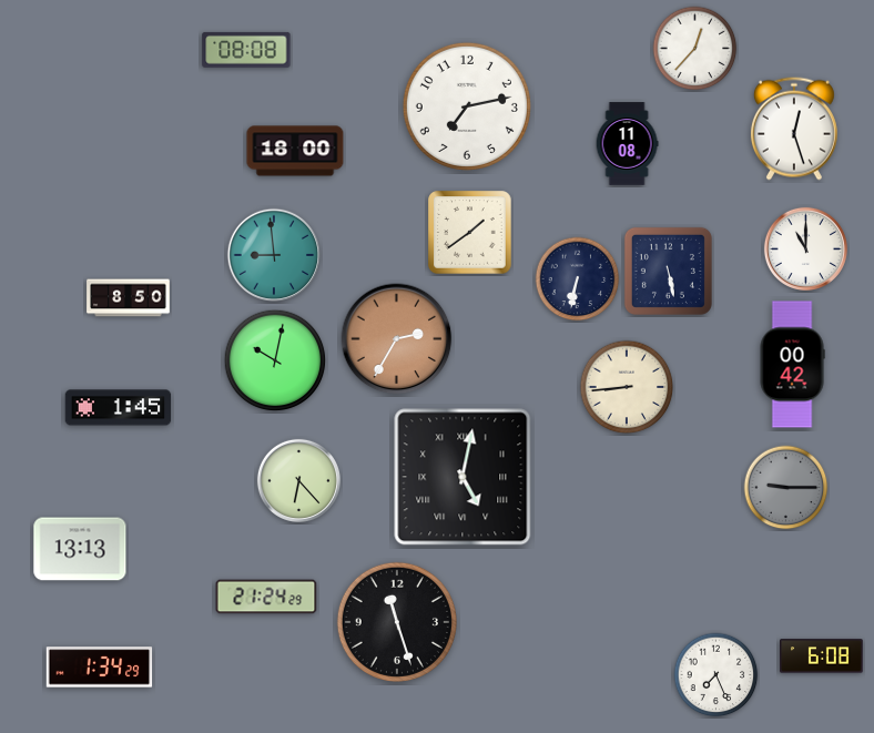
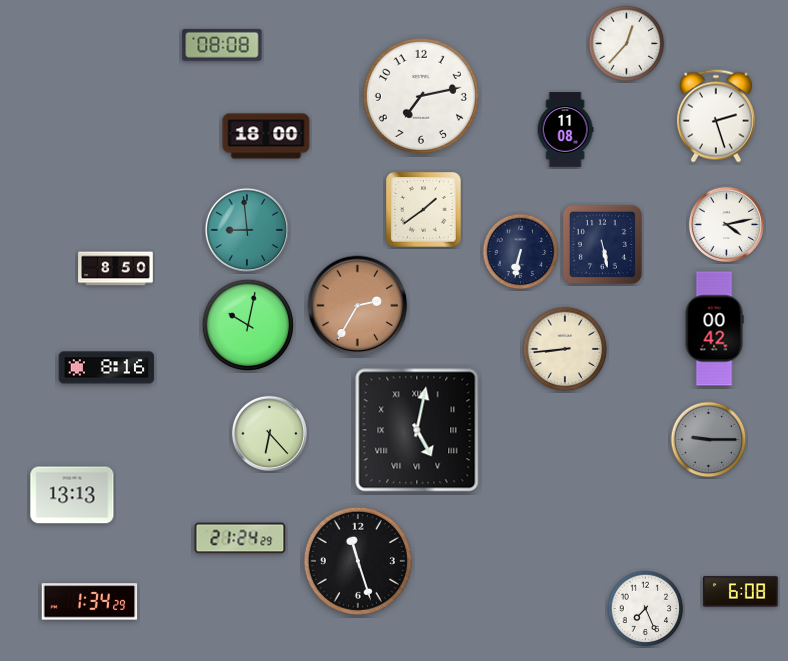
clock at (794, 129): 12:27 -> 2:27
clock at (805, 248): 11:00 -> 4:13
clock at (119, 408): 1:45 -> 8:16
